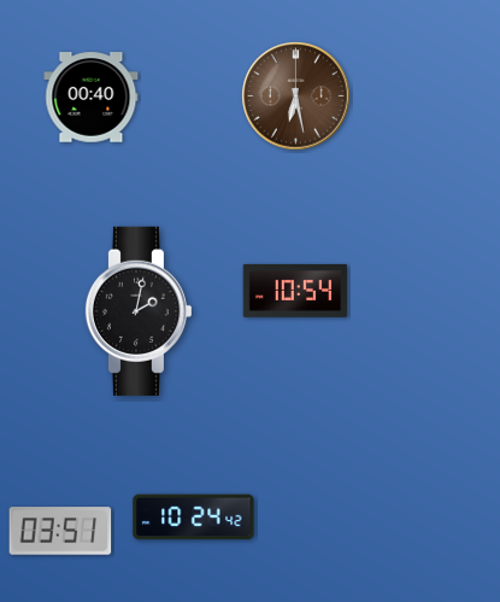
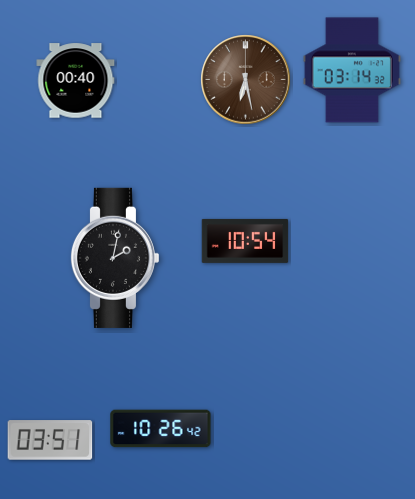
clock at (352, 70): none -> 03:14
clock at (194, 518): 10:24 -> 10:26
